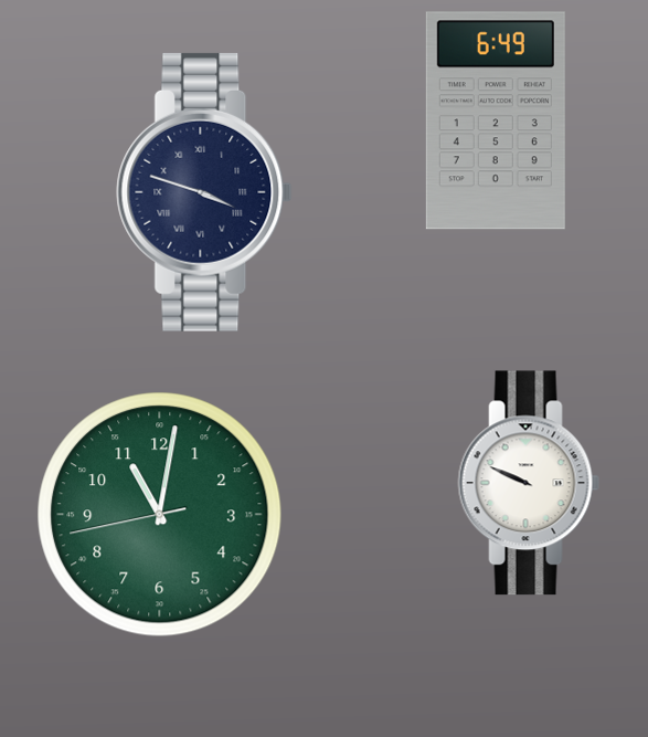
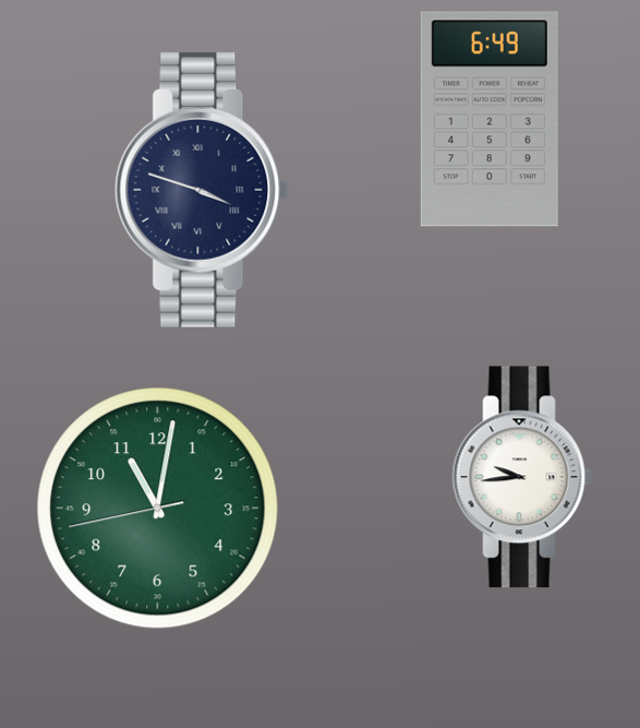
clock at (529, 483): 9:49 -> 9:44
